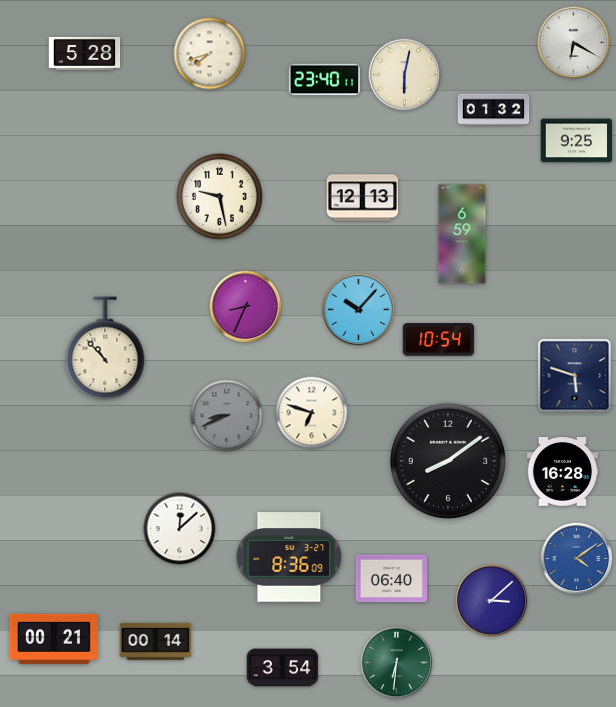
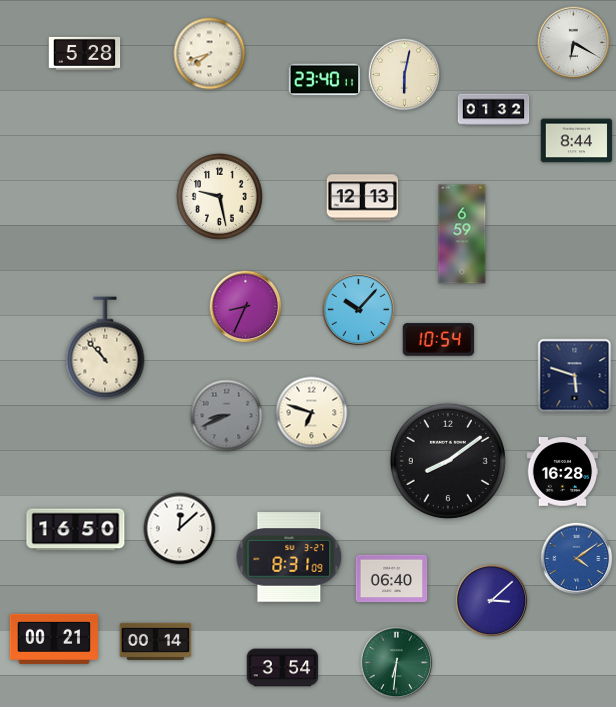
clock at (577, 141): 9:25 -> 8:44
clock at (76, 530): none -> 16:50
clock at (289, 557): 8:36 -> 8:31
